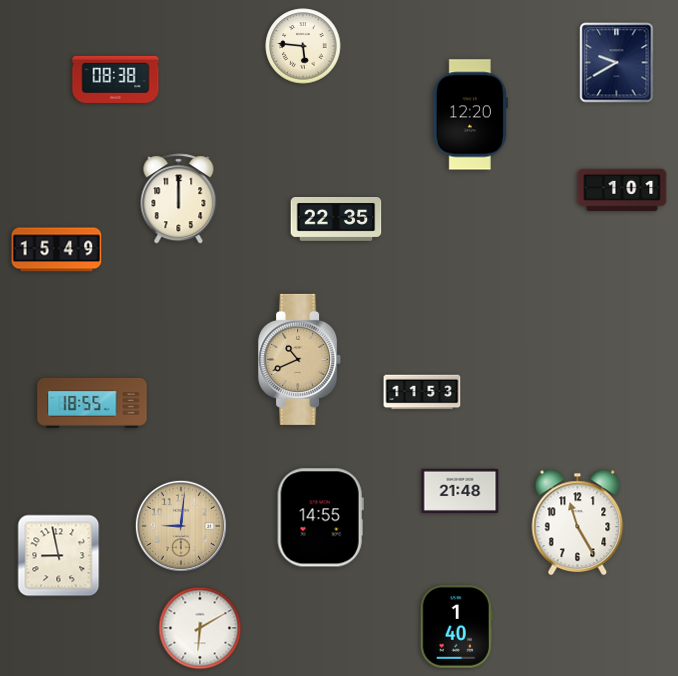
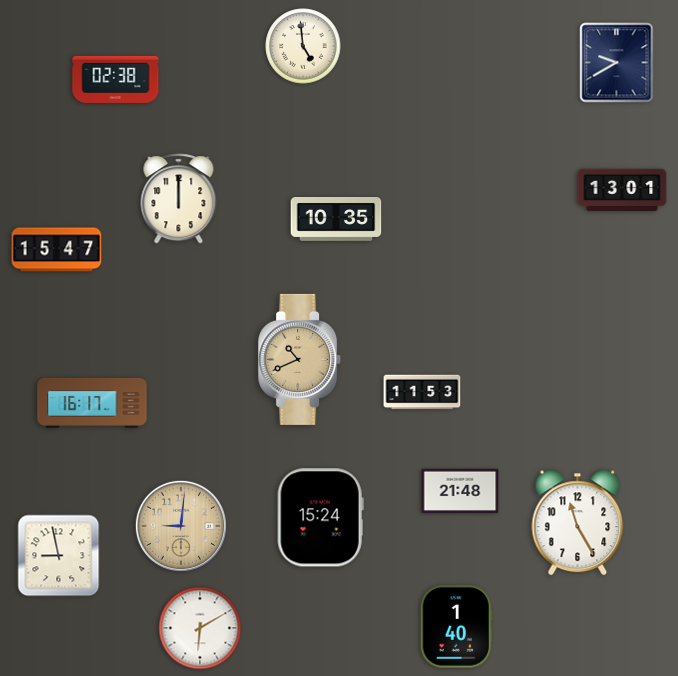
clock at (303, 46): 5:46 -> 4:59
clock at (116, 79): 08:38 -> 02:38
clock at (470, 115): 12:20 -> none
clock at (622, 190): 1:01 -> 13:01
clock at (336, 220): 22:35 -> 10:35
clock at (57, 250): 15:49 -> 15:47
clock at (92, 403): 18:55 -> 16:17
clock at (320, 518): 14:55 -> 15:24
